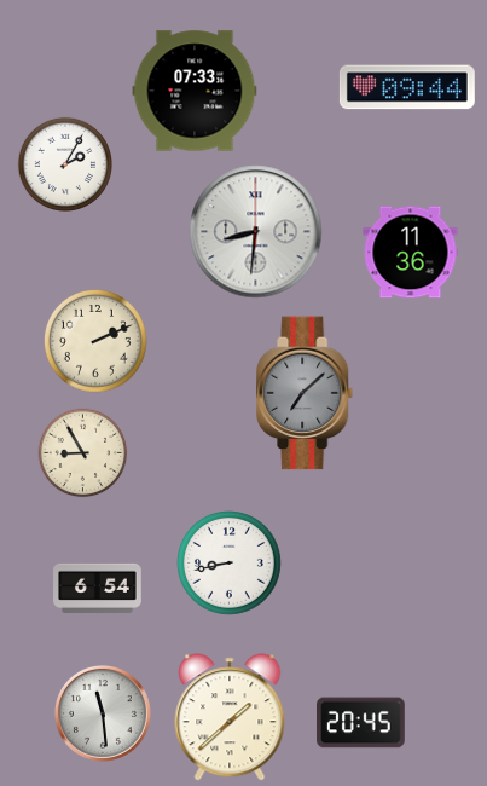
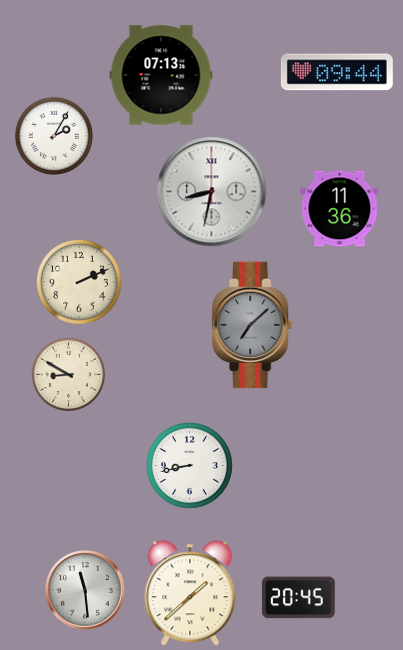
clock at (195, 91): 07:33 -> 07:13
clock at (256, 232): 8:31 -> 8:32
clock at (83, 453): 8:55 -> 8:50
clock at (98, 588): 6:54 -> none
